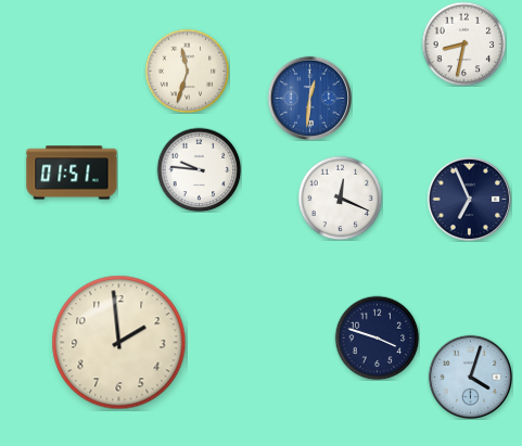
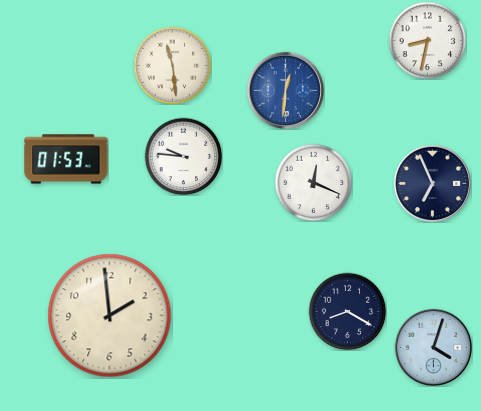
clock at (187, 71): 11:33 -> 11:29
clock at (72, 173): 01:51 -> 01:53
clock at (377, 337): 3:48 -> 8:20
